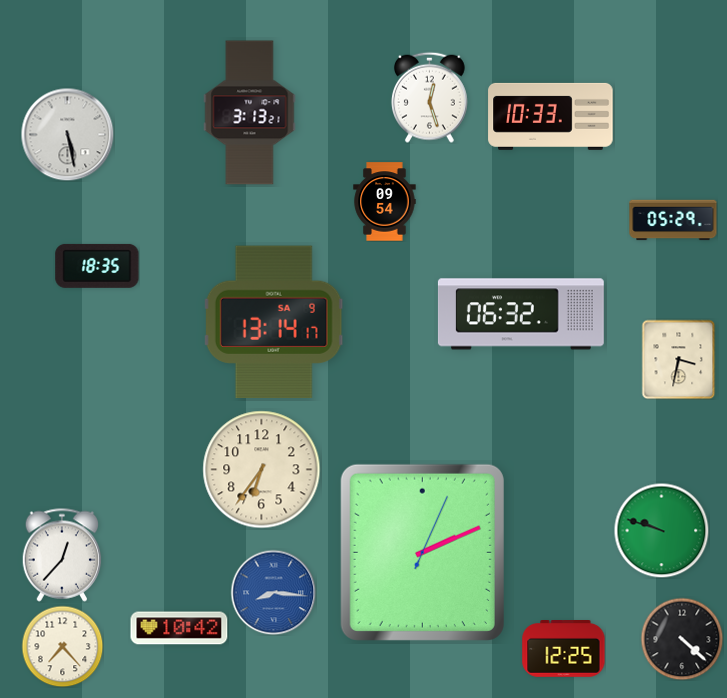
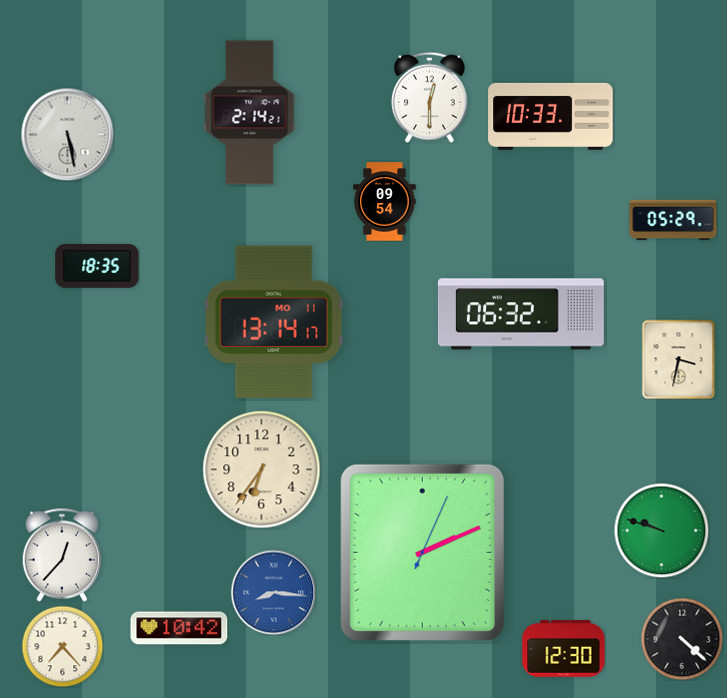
clock at (429, 97): 12:27 -> 12:30
clock at (250, 113): 3:13 -> 2:14
clock at (274, 322) date: SA 9 -> MO 11
clock at (564, 649): 12:25 -> 12:30
